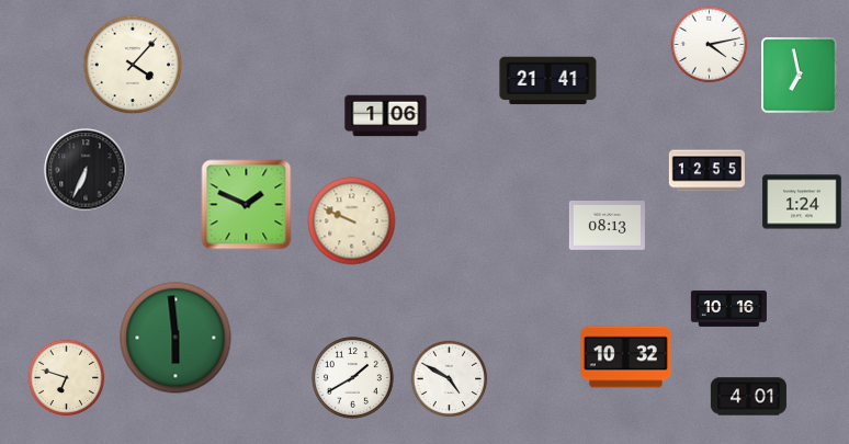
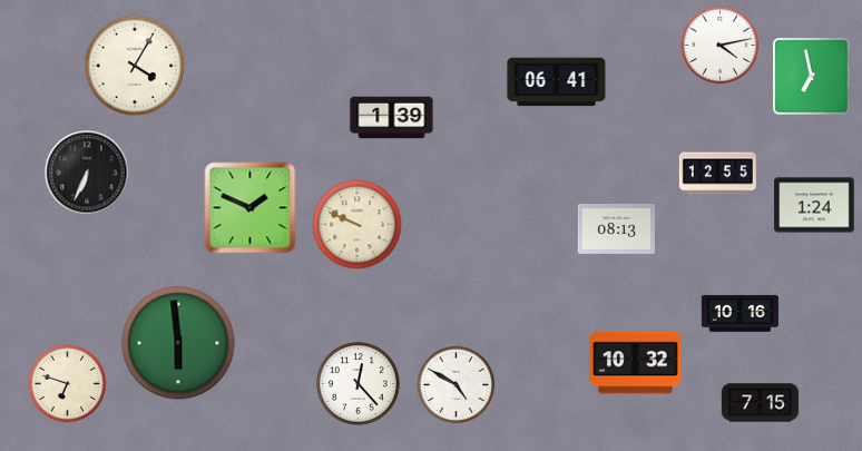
clock at (133, 65): 4:07 -> 4:05
clock at (548, 81): 21:41 -> 06:41
clock at (386, 116): 1:06 -> 1:39
clock at (353, 378): 1:40 -> 12:23
clock at (748, 397): 4:01 -> 7:15
